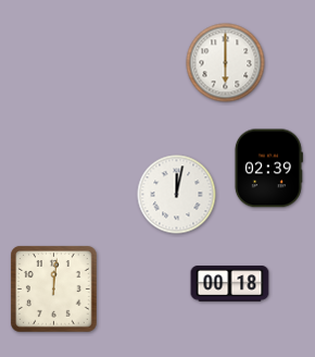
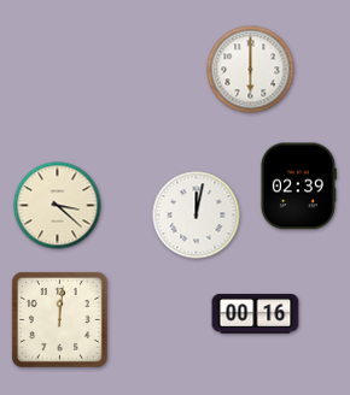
clock at (58, 206): none -> 3:22
clock at (230, 284): 00:18 -> 00:16
